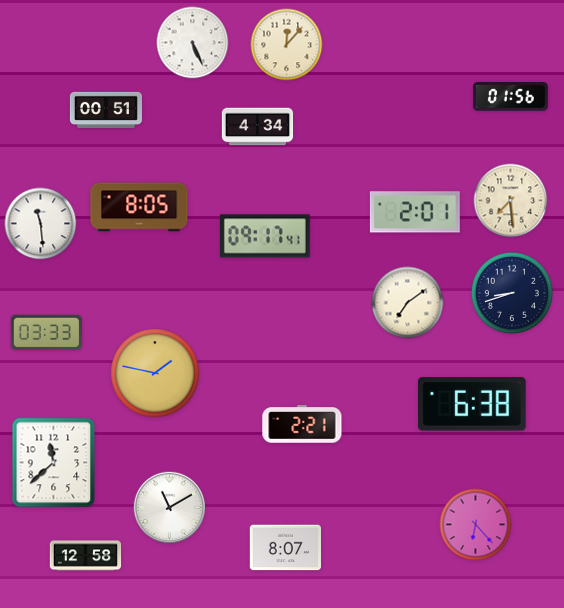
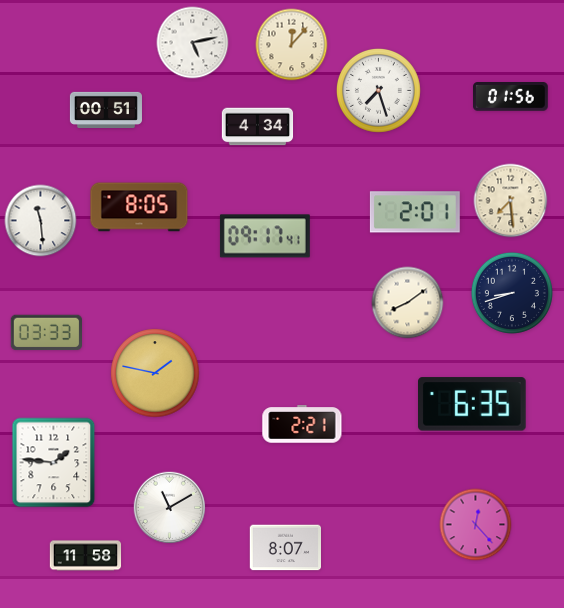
clock at (193, 43): 5:26 -> 5:13
clock at (287, 45) position: (287, 45) -> (292, 45)
clock at (378, 90): none -> 7:27
clock at (41, 224) position: (41, 224) -> (41, 221)
clock at (408, 303): 7:09 -> 8:09
clock at (473, 404): 6:38 -> 6:35
clock at (54, 463): 11:38 -> 1:46
clock at (476, 525): 6:23 -> 12:23
clock at (86, 556): 12:58 -> 11:58
